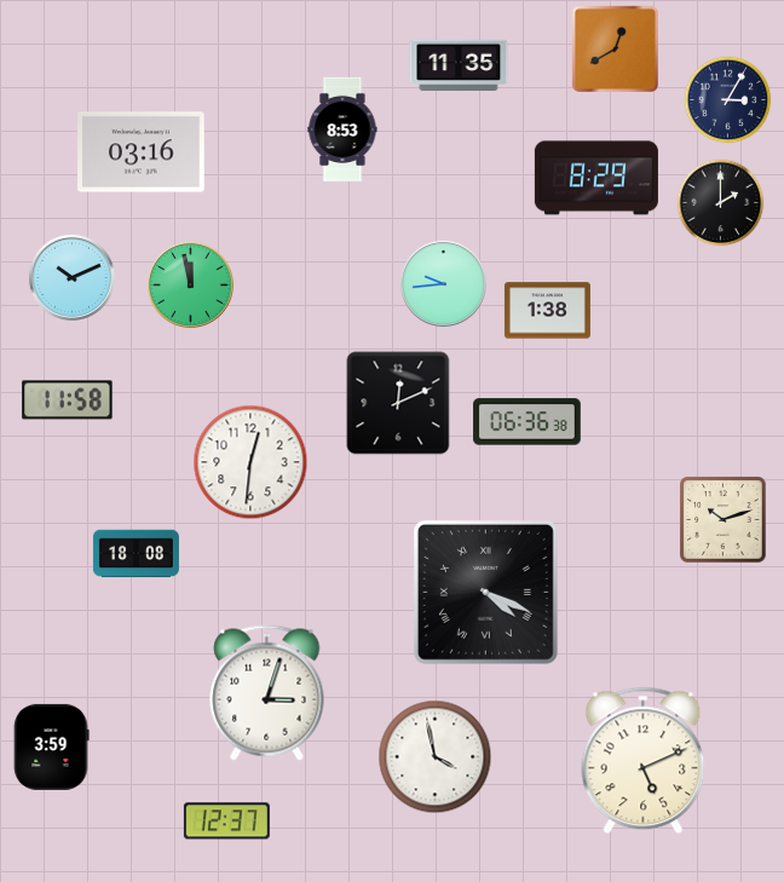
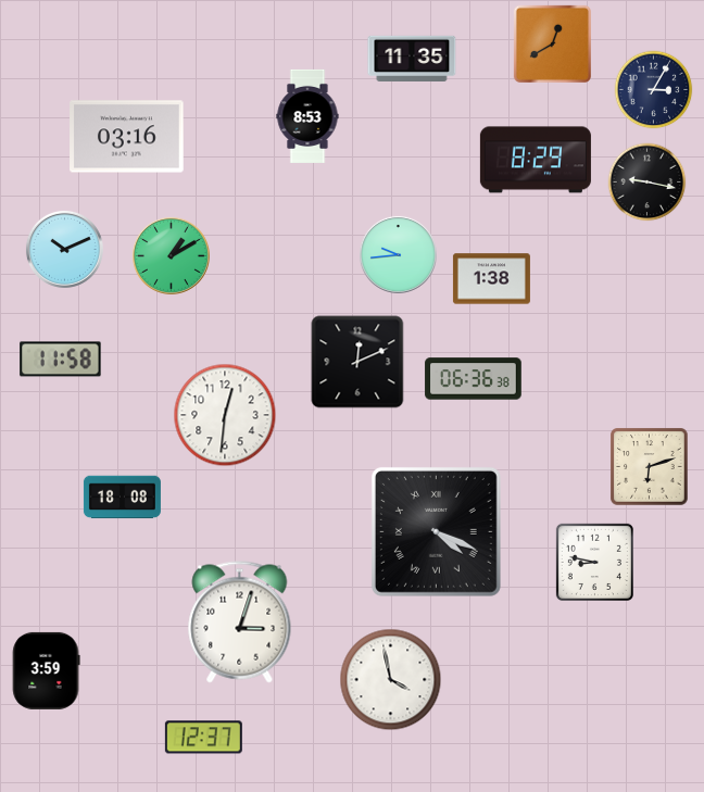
clock at (721, 203): 2:00 -> 9:17
clock at (190, 284): 11:58 -> 1:10
clock at (724, 520): 10:12 -> 6:12
clock at (594, 562): none -> 8:47
clock at (644, 761): 5:11 -> none
